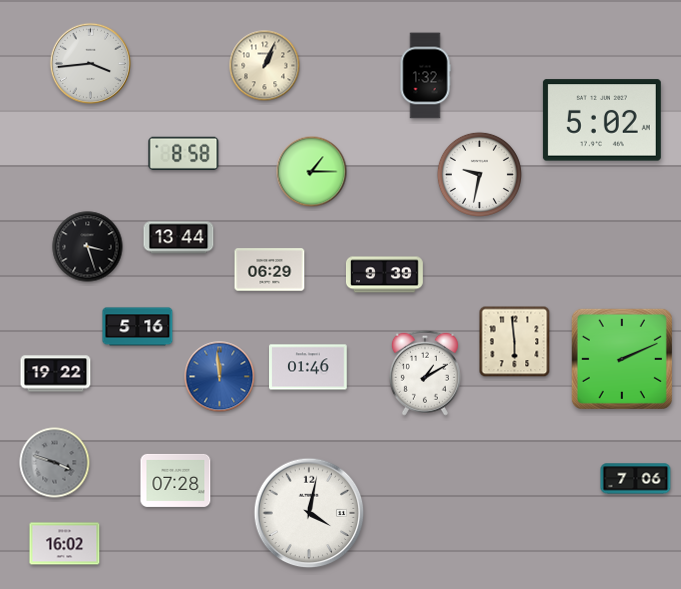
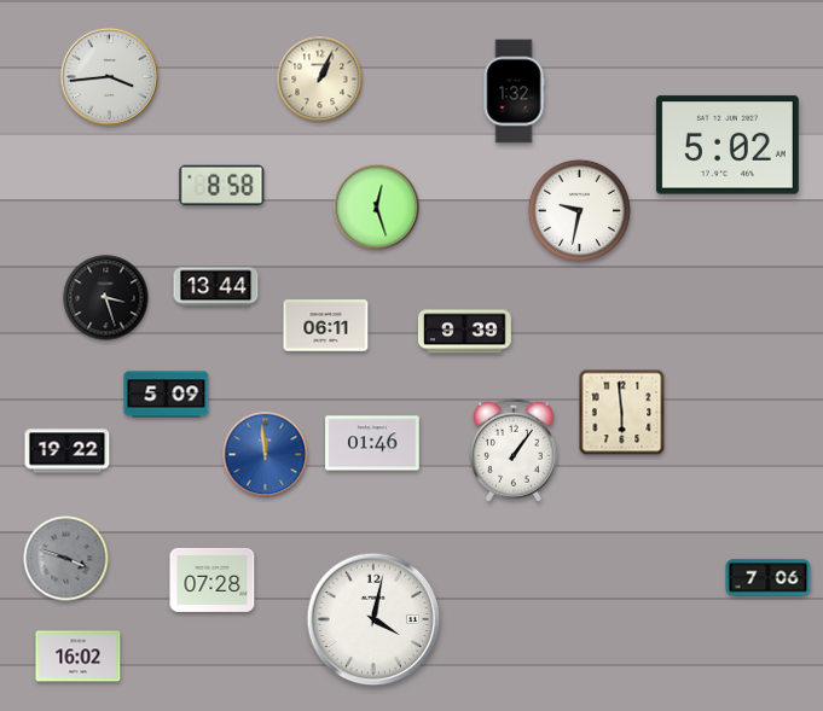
clock at (312, 172): 1:15 -> 12:27
clock at (270, 270): 06:29 -> 06:11
clock at (138, 327): 5:16 -> 5:09
clock at (622, 359): 2:11 -> none
clock at (425, 373): 1:10 -> 1:06
